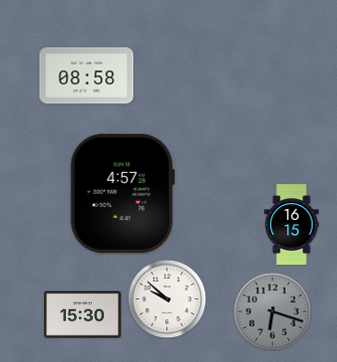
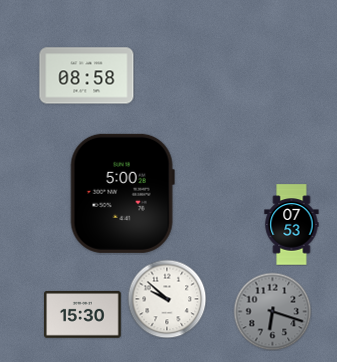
clock at (122, 193): 4:57 -> 5:00
clock at (292, 225): 16:15 -> 07:53
